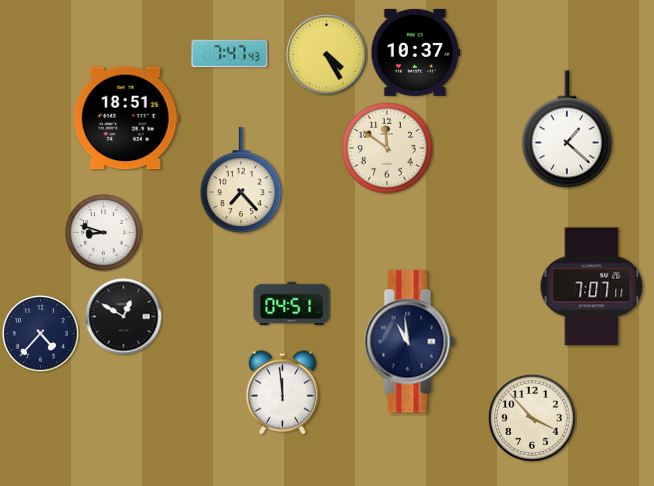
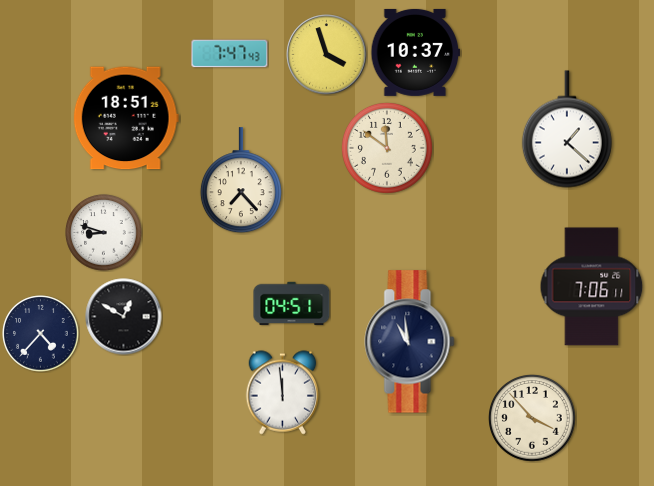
clock at (327, 55): 4:25 -> 3:57
clock at (592, 287): 7:07 -> 7:06
